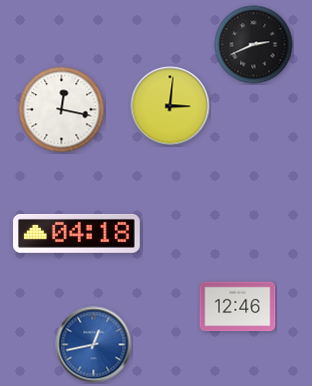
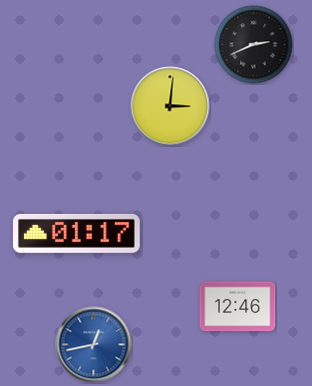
clock at (62, 110): 12:17 -> none
clock at (77, 233): 04:18 -> 01:17
